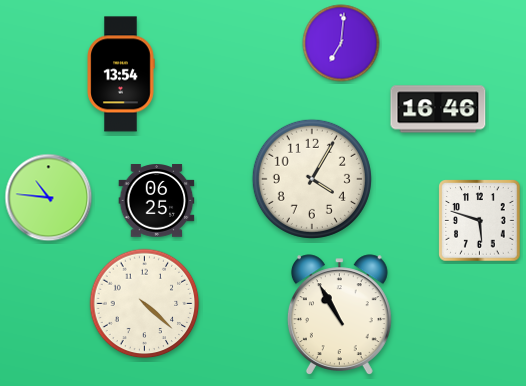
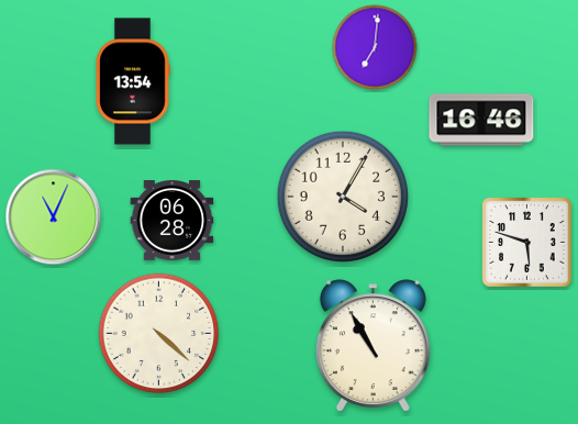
clock at (49, 198): 10:46 -> 11:04
clock at (157, 201): 06:25 -> 06:28
